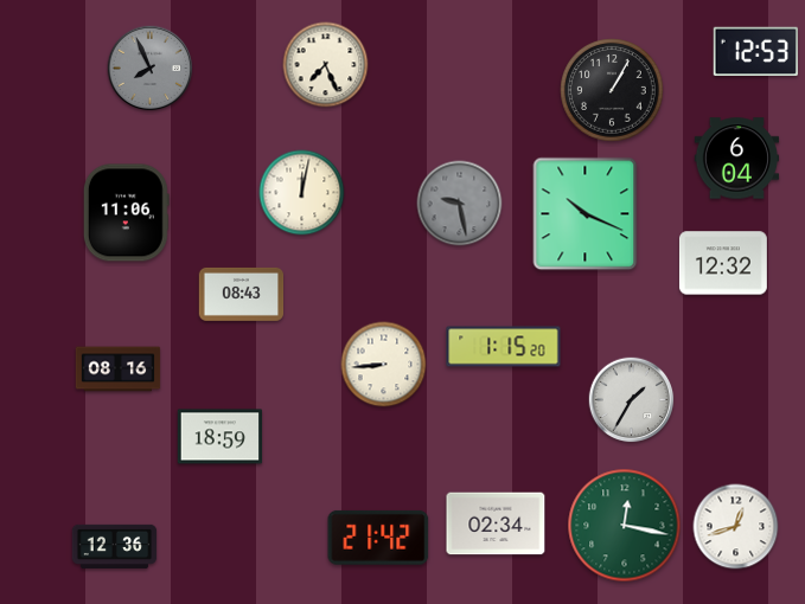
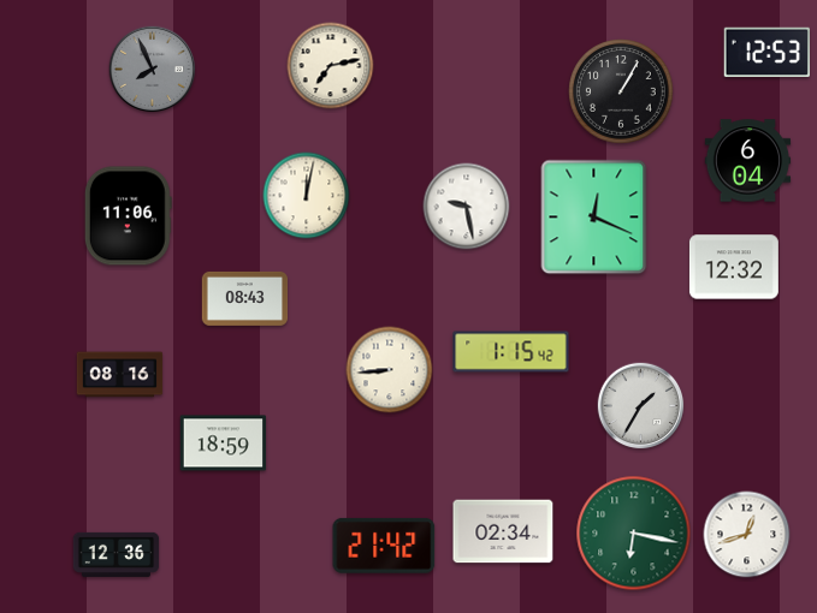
clock at (326, 65): 7:26 -> 7:13
clock at (460, 204) dial: grey -> white
clock at (586, 214): 10:19 -> 12:19
clock at (504, 347): 1:15:20 -> 1:15:42
clock at (625, 526): 12:17 -> 6:17
